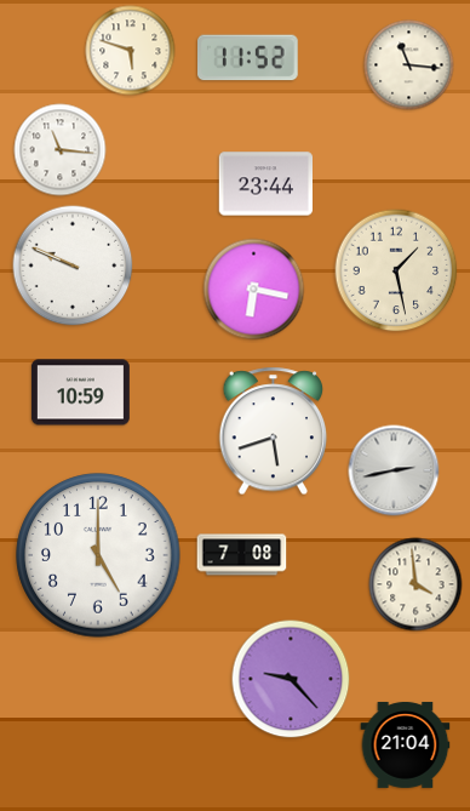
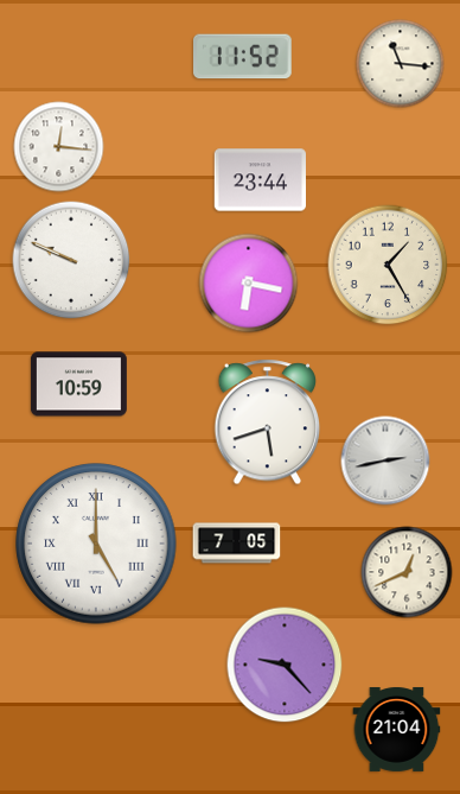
clock at (131, 51): 5:48 -> none
clock at (61, 150): 11:16 -> 12:16
clock at (396, 270): 1:28 -> 1:25
clock at (98, 555) numerals: Arabic -> Roman
clock at (242, 555): 7:08 -> 7:05
clock at (415, 584): 3:59 -> 12:41
